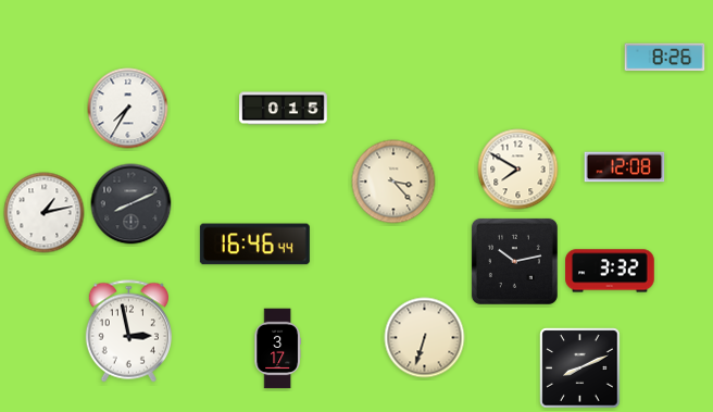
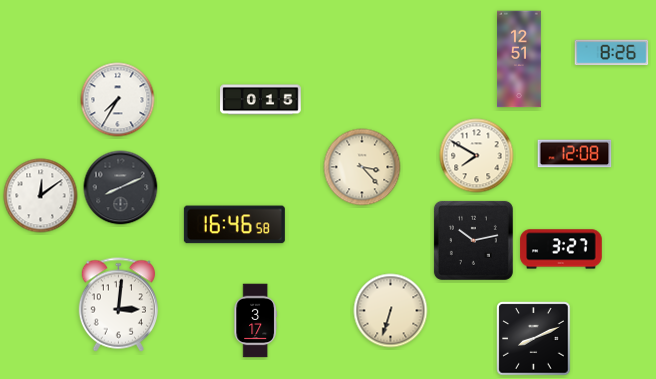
clock at (520, 59): none -> 12:51
clock at (45, 213): 1:13 -> 12:09
clock at (254, 245): 16:46:44 -> 16:46:58
clock at (610, 271): 3:32 -> 3:27
clock at (128, 332): 2:58 -> 3:01
